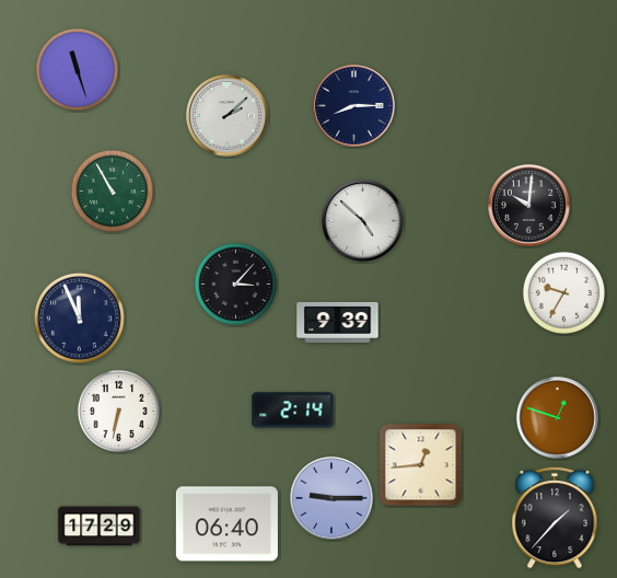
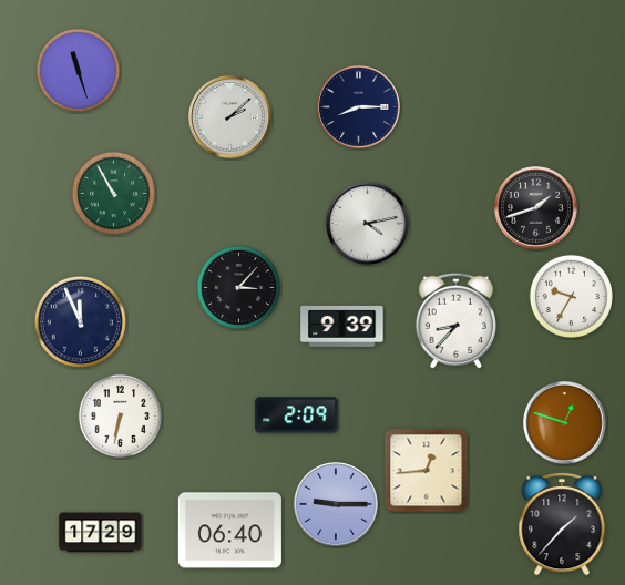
clock at (529, 206): 10:01 -> 1:42
clock at (363, 221): 4:52 -> 4:13
clock at (455, 320): none -> 8:37
clock at (293, 411): 2:14 -> 2:09
